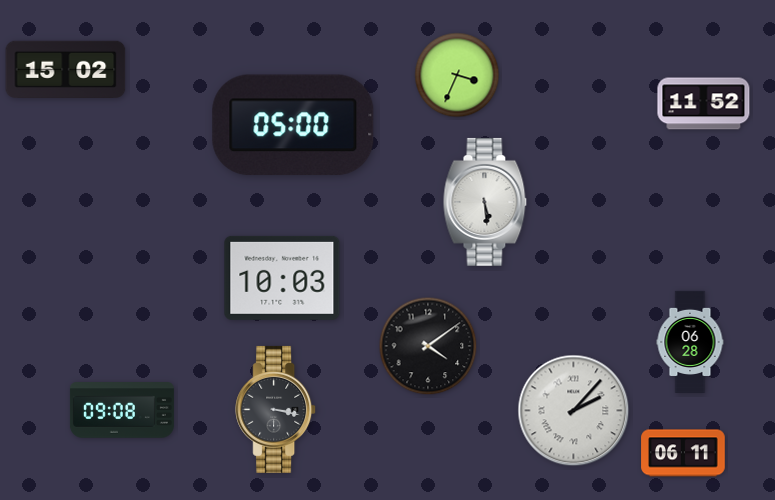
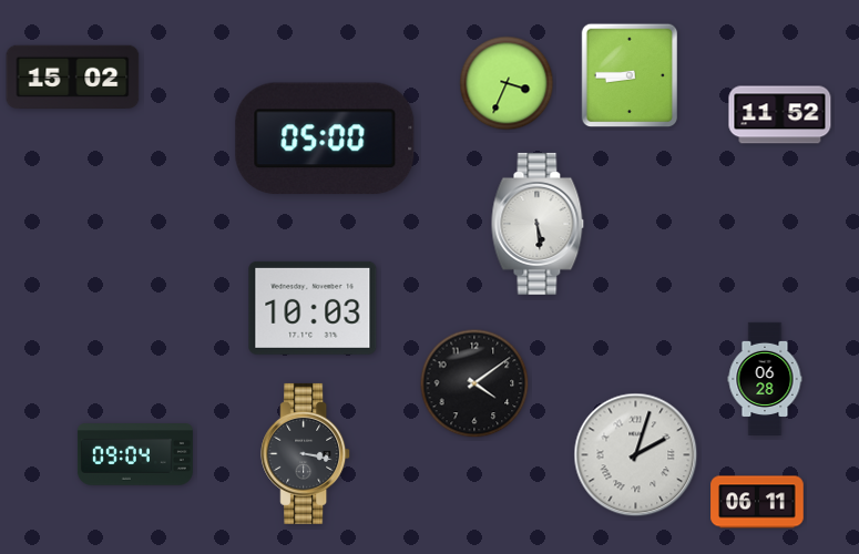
clock at (630, 75): none -> 8:45
clock at (122, 410): 09:08 -> 09:04
clock at (574, 411): 2:07 -> 2:03
